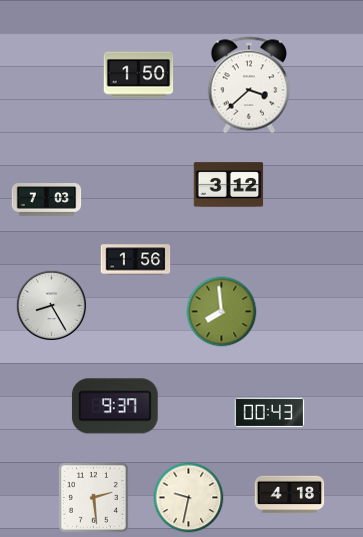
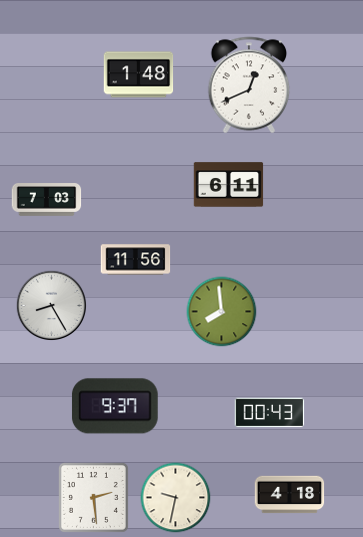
clock at (139, 75): 1:50 -> 1:48
clock at (249, 85): 3:38 -> 12:41
clock at (229, 185): 3:12 -> 6:11
clock at (136, 260): 1:56 -> 11:56
clock at (189, 498) position: (189, 498) -> (176, 498)
